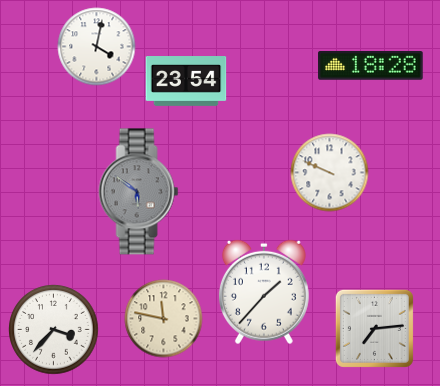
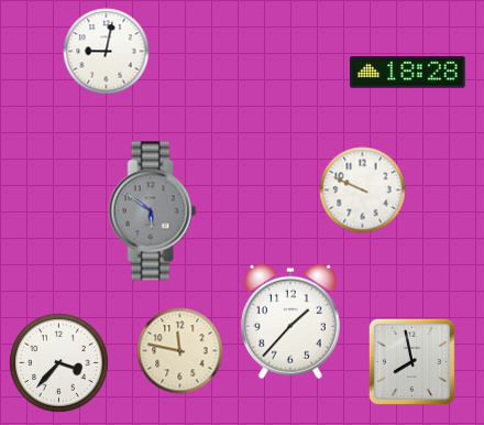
clock at (96, 46): 4:02 -> 9:02
clock at (186, 82): 23:54 -> none
clock at (374, 328): 7:14 -> 7:58
